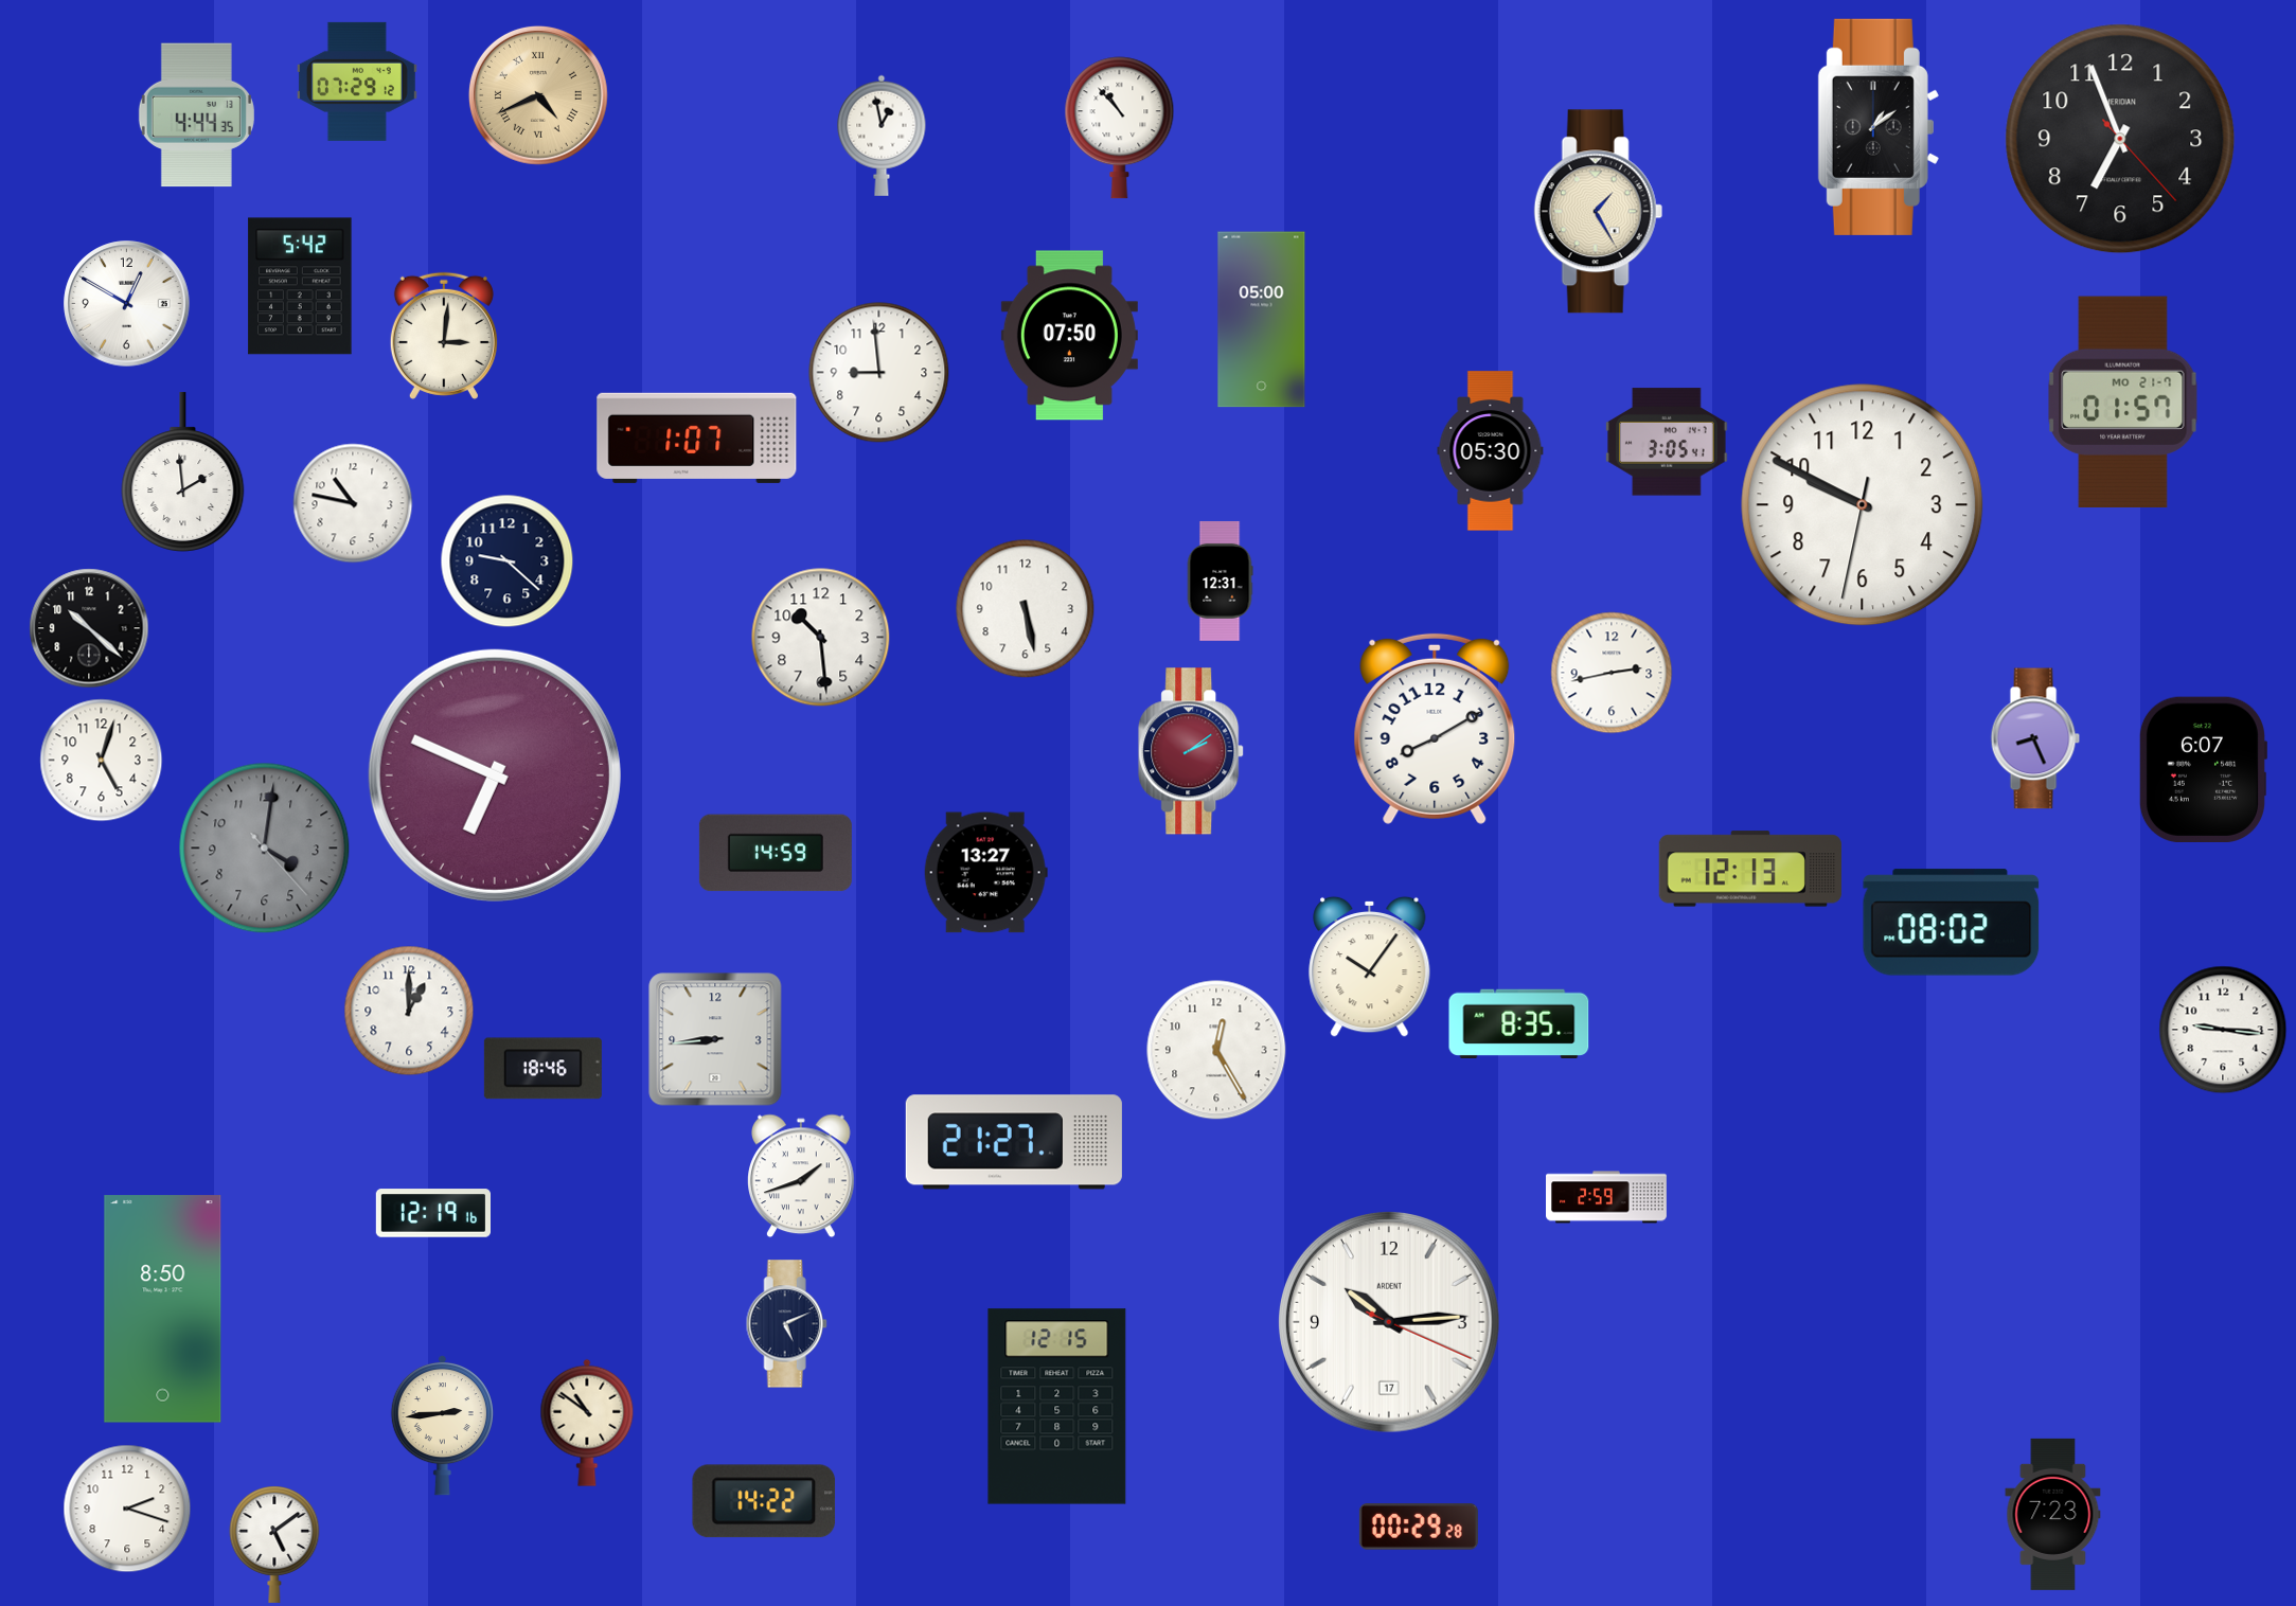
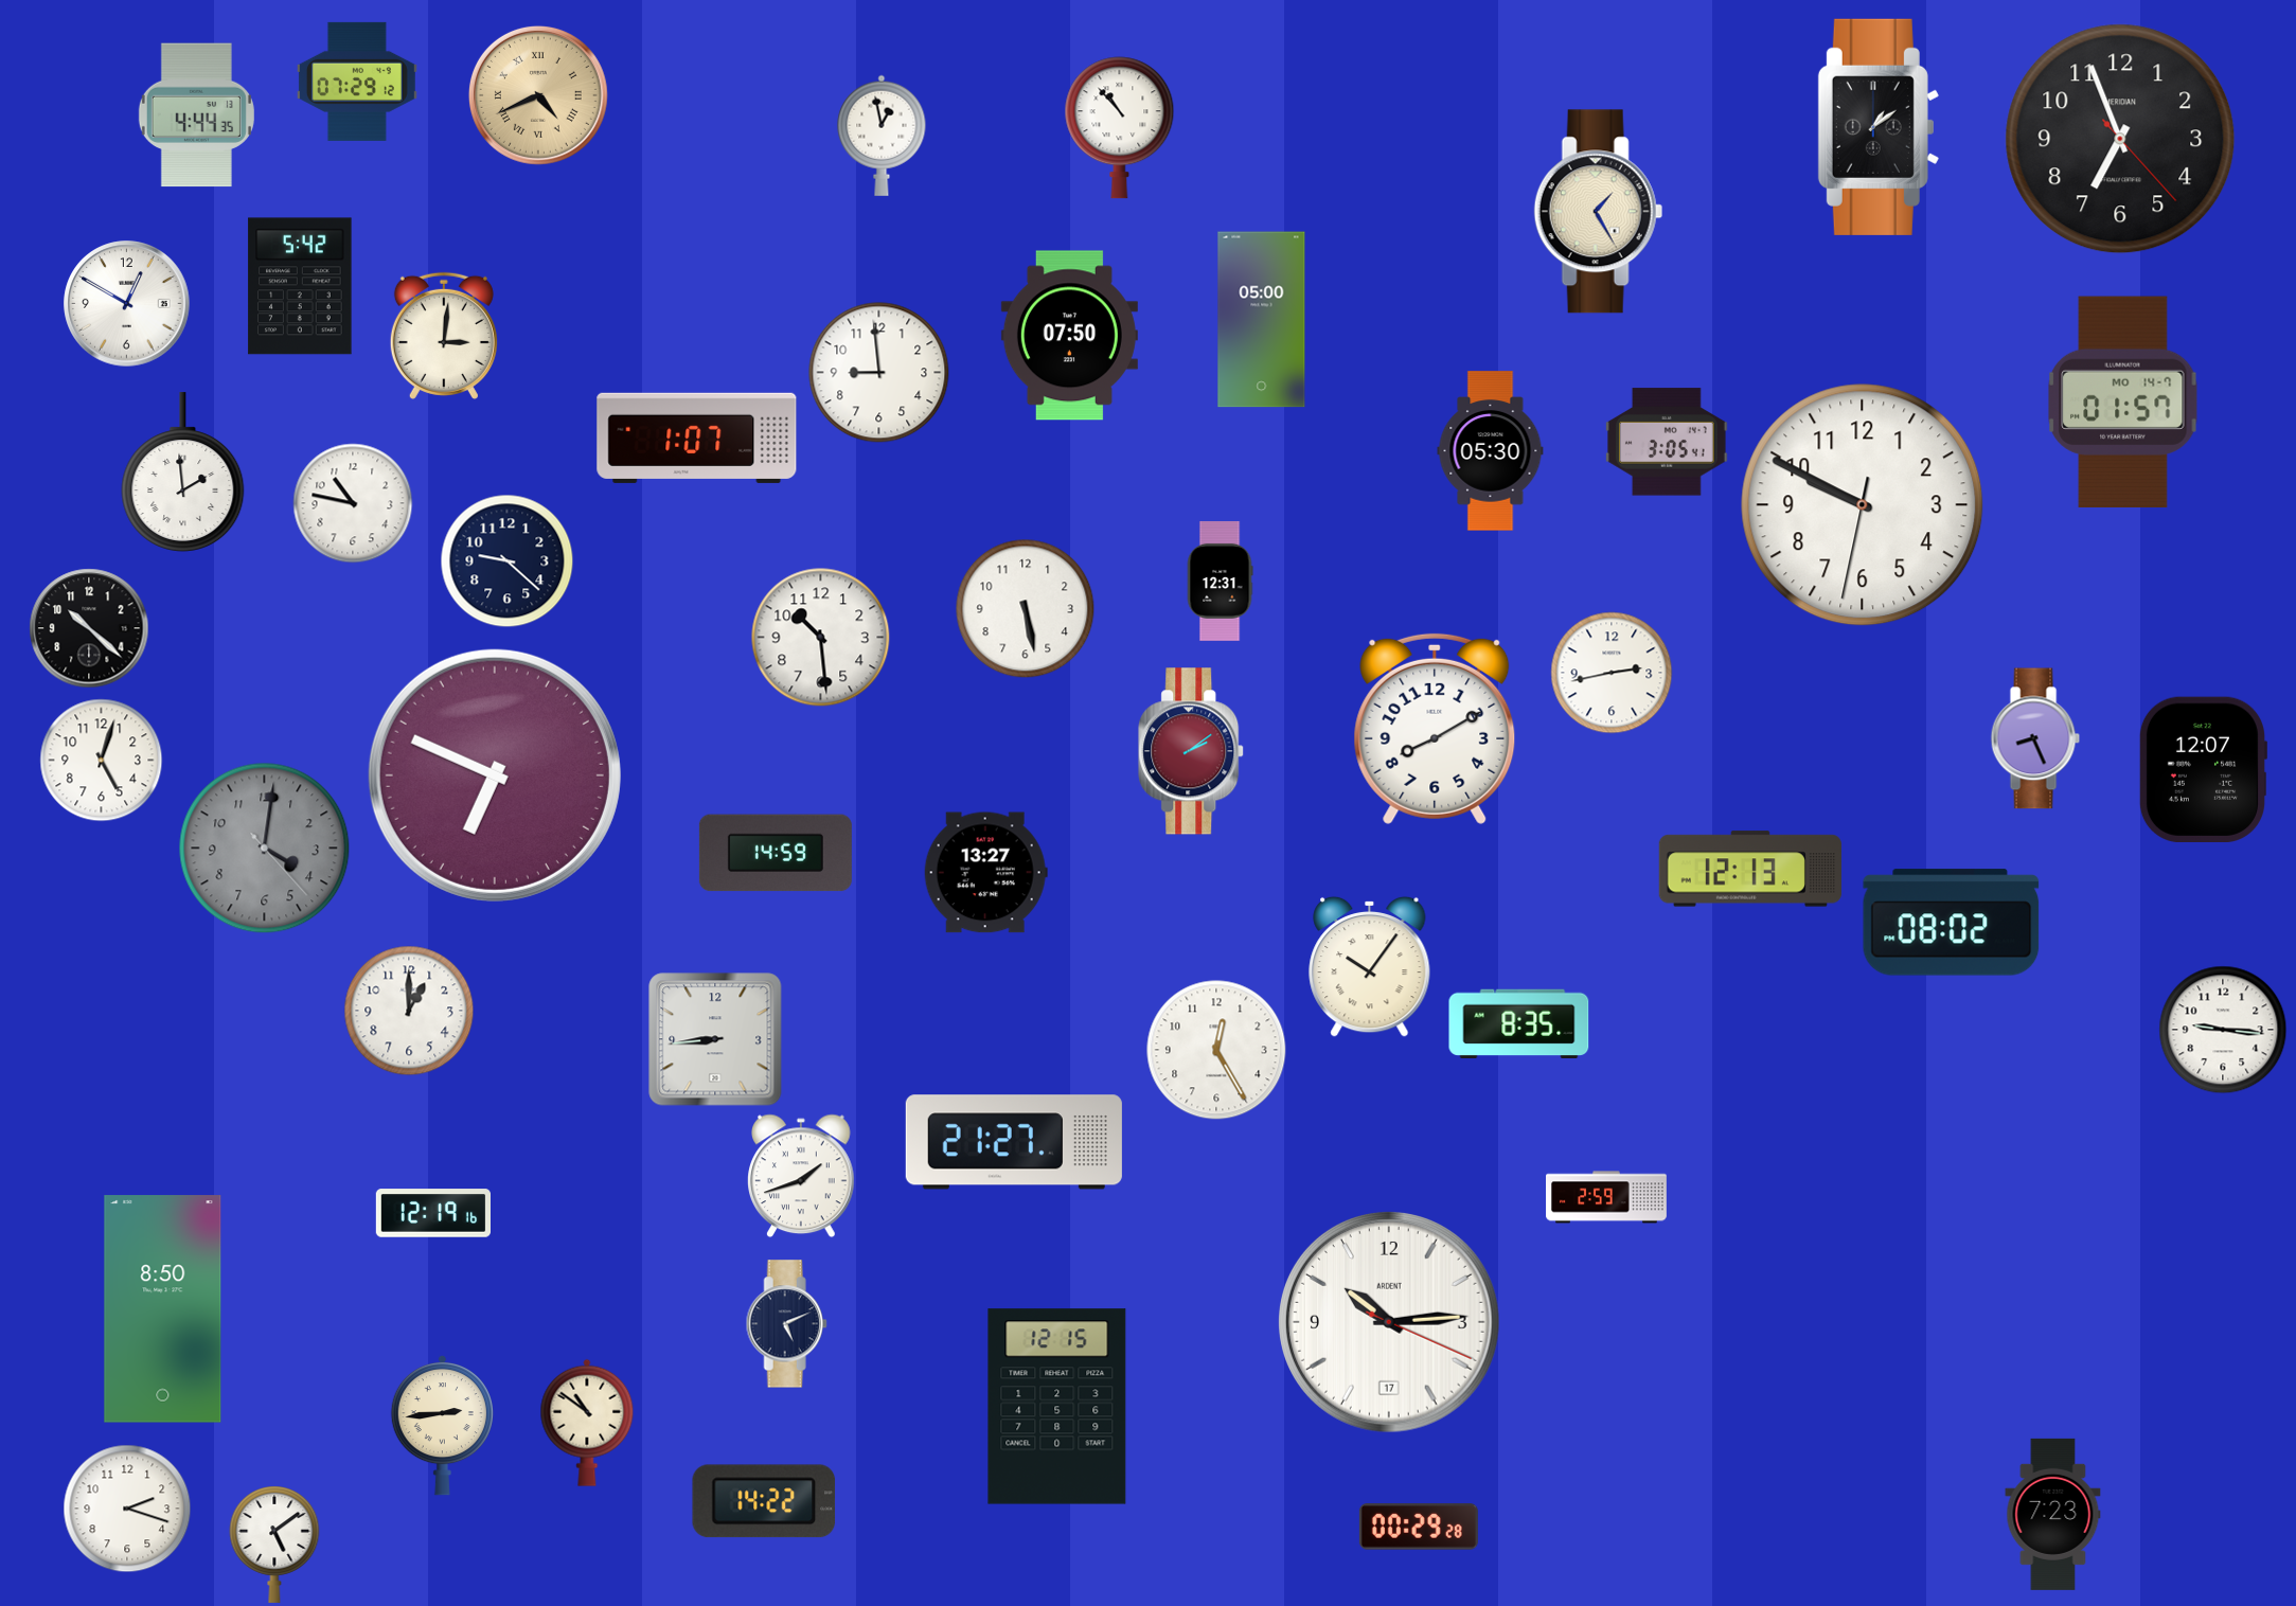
clock at (2123, 401) date: MO 21-7 -> MO 14-7
clock at (2203, 769): 6:07 -> 12:07
clock at (542, 1069): 18:46 -> none
